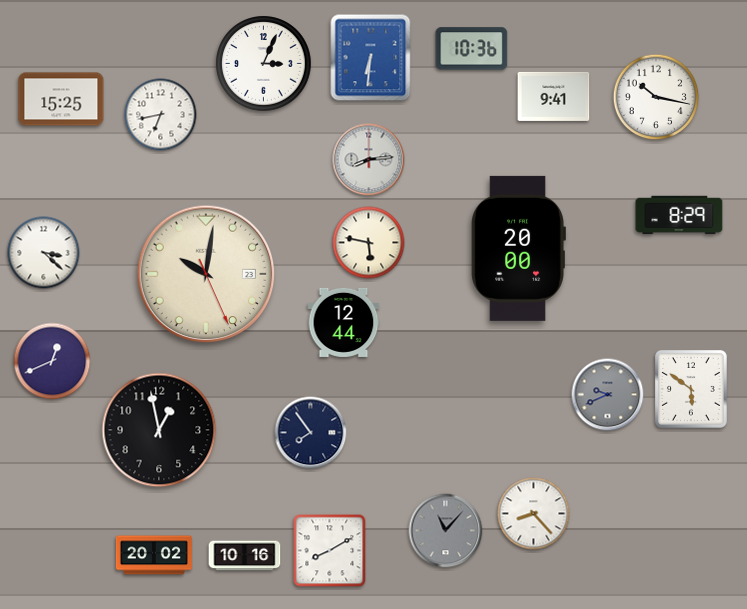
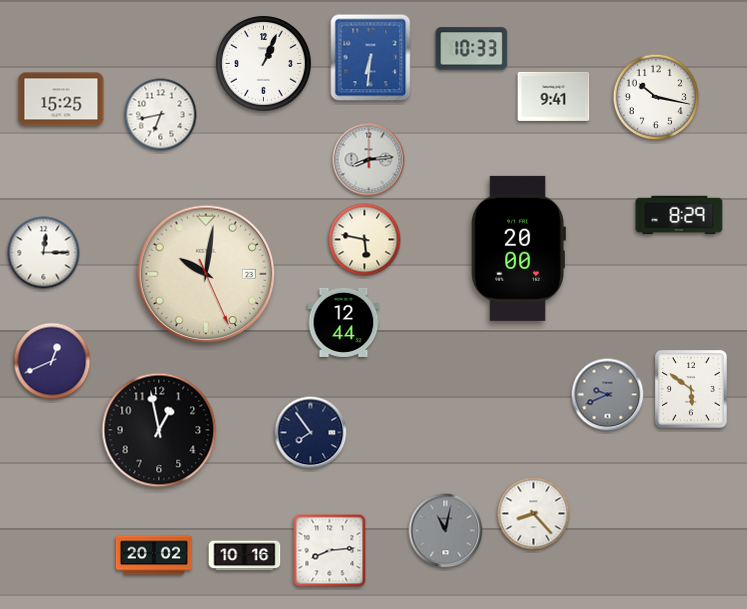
clock at (472, 49): 10:36 -> 10:33
clock at (264, 64): 3:04 -> 1:04
clock at (369, 243) position: (369, 243) -> (365, 240)
clock at (44, 253): 3:22 -> 12:15
clock at (446, 531): 11:07 -> 11:02
clock at (330, 551): 8:10 -> 8:14
